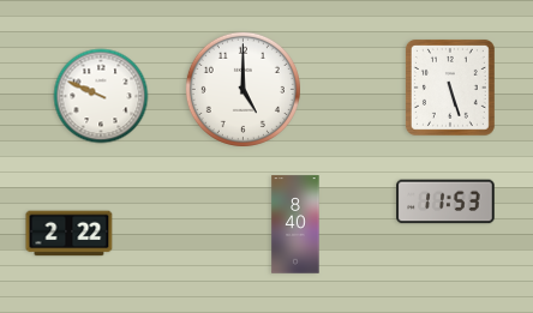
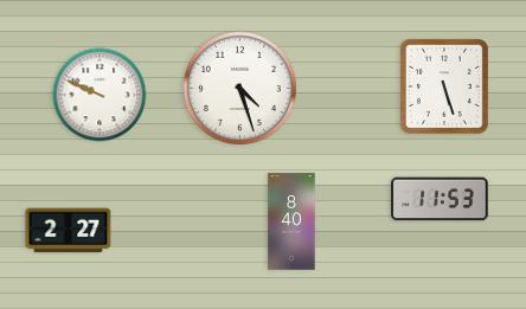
clock at (242, 89): 5:00 -> 4:27
clock at (70, 234): 2:22 -> 2:27
